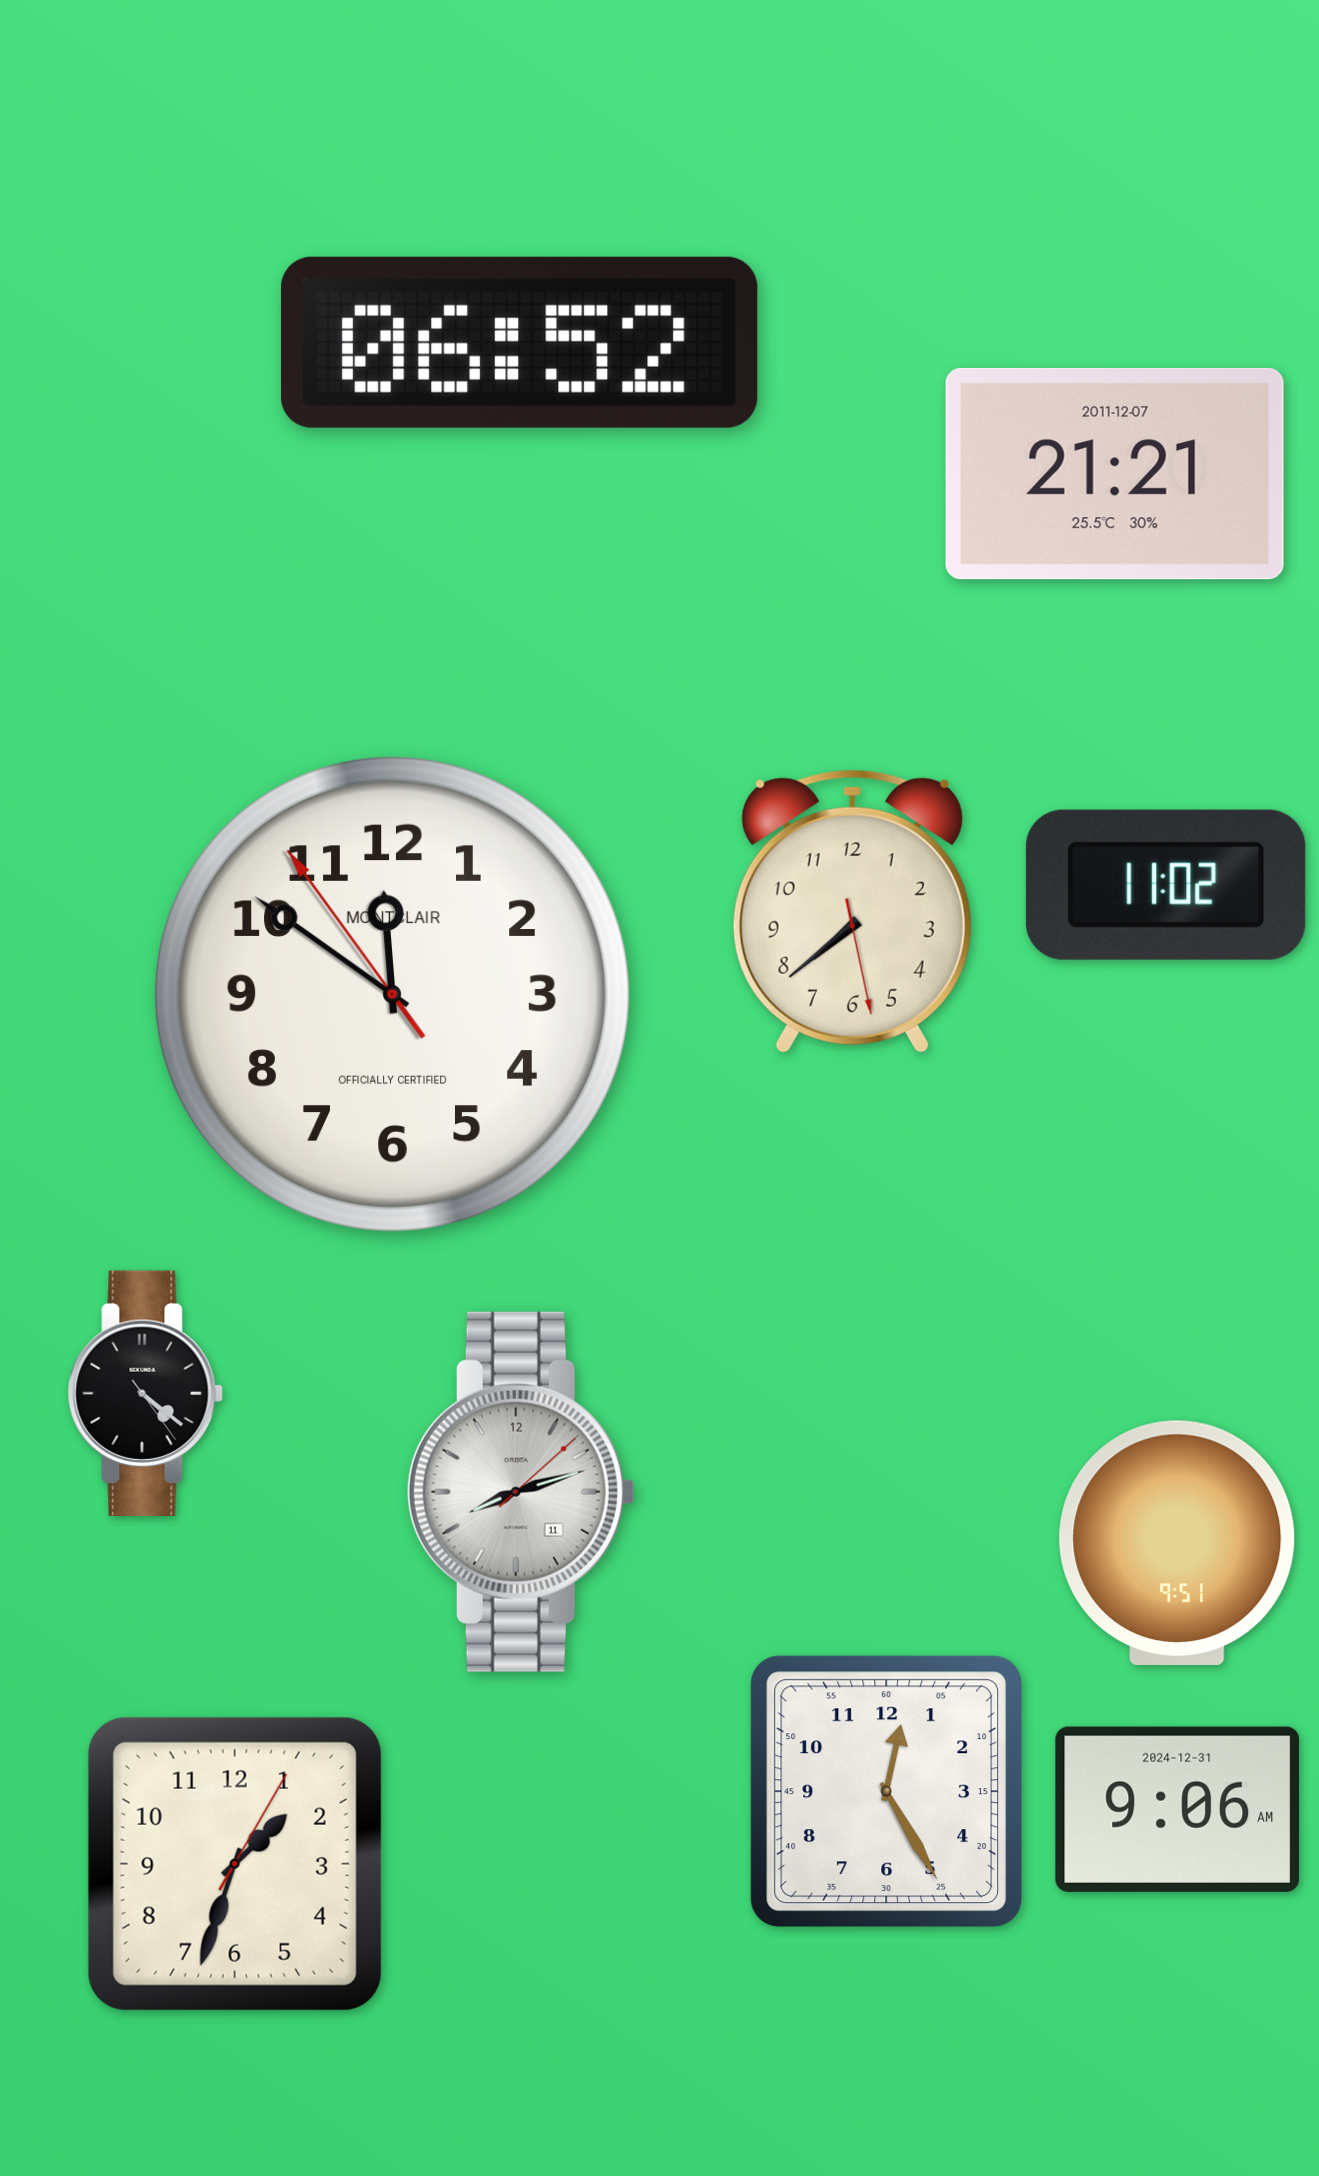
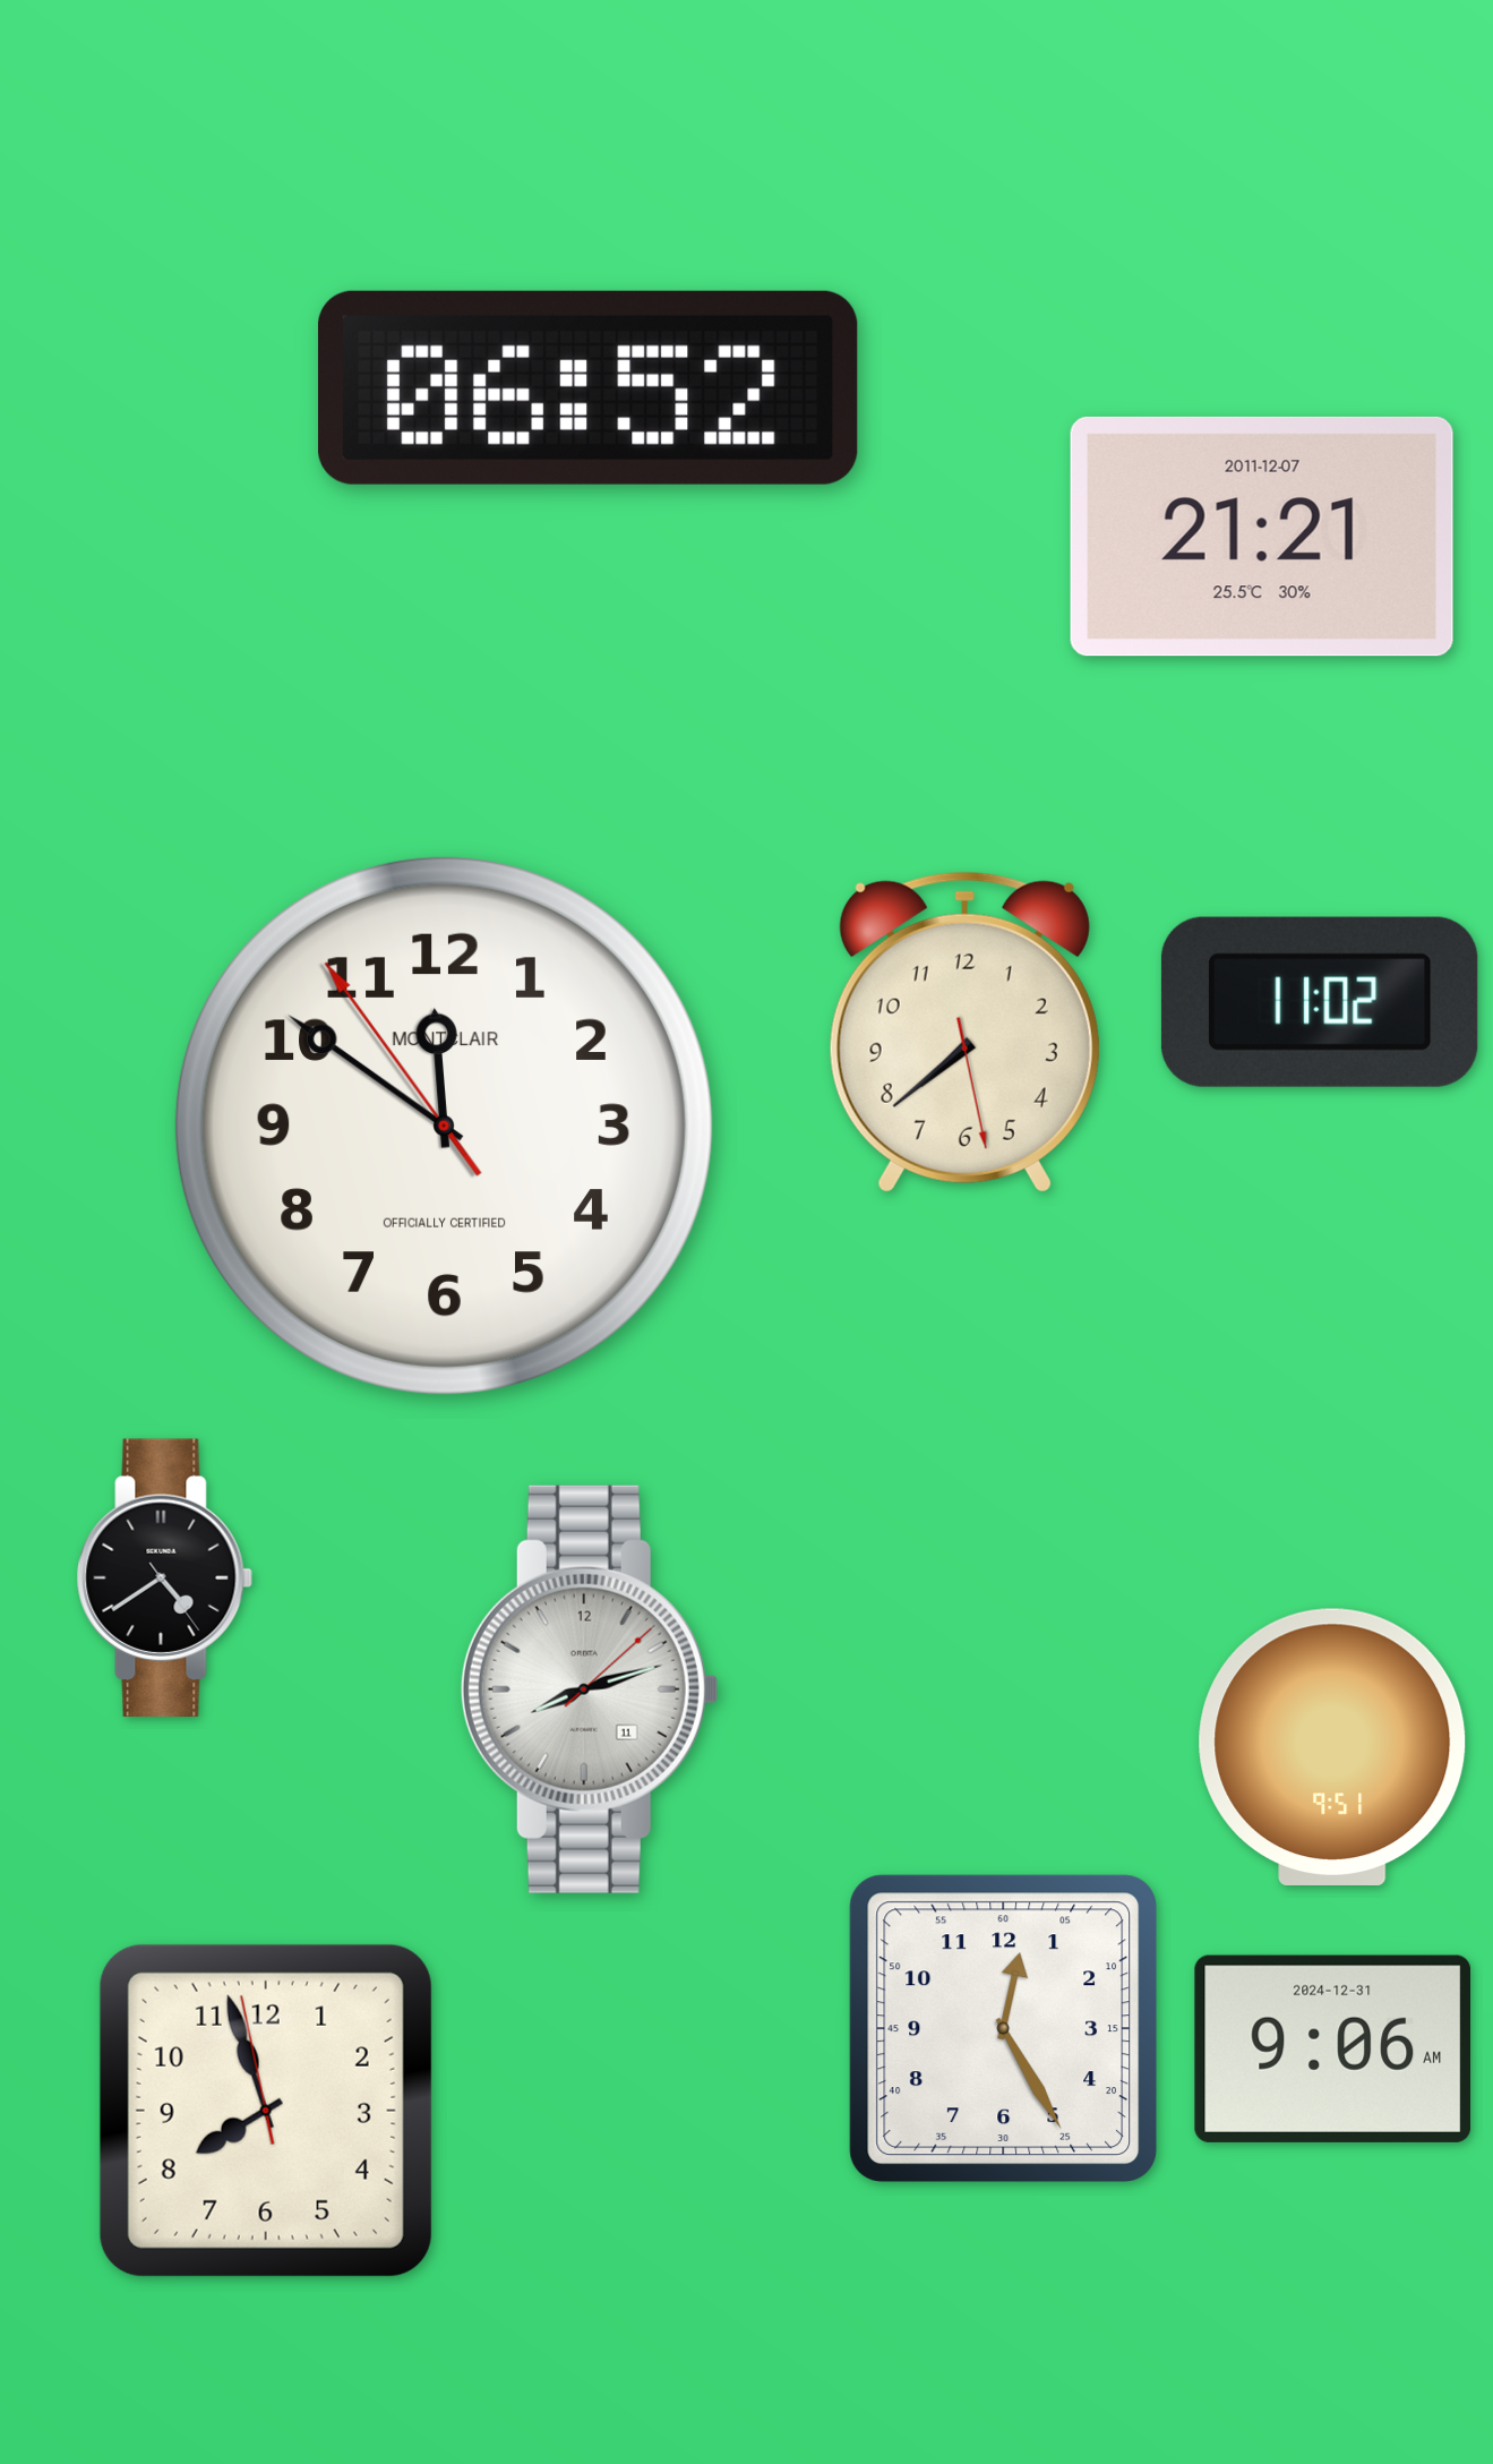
clock at (145, 1393): 4:21 -> 4:39
clock at (235, 1864): 1:33 -> 7:56
